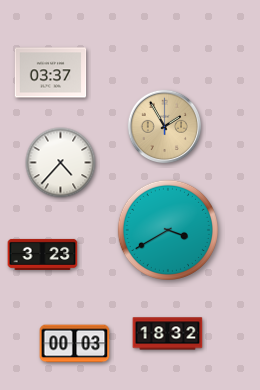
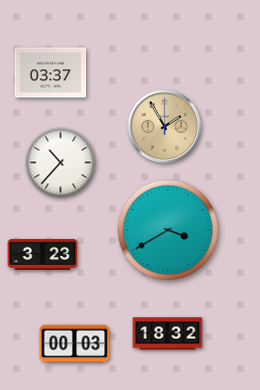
clock at (61, 163): 4:37 -> 10:37
